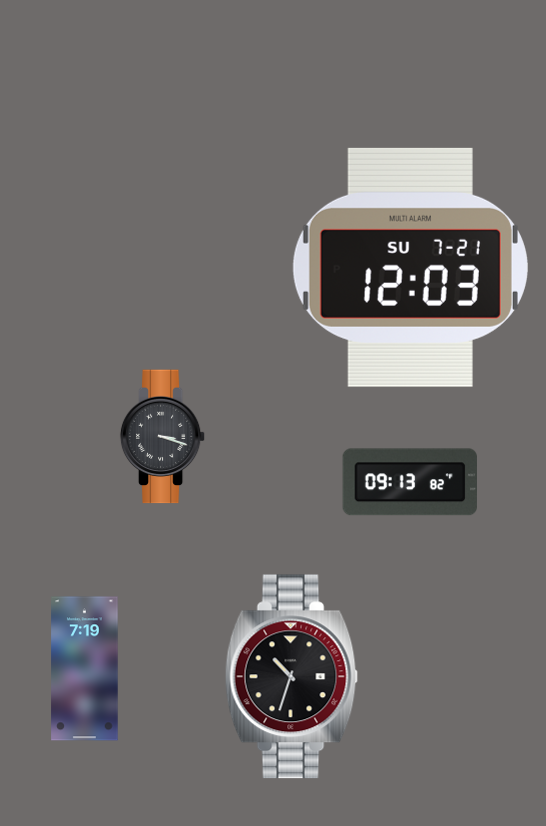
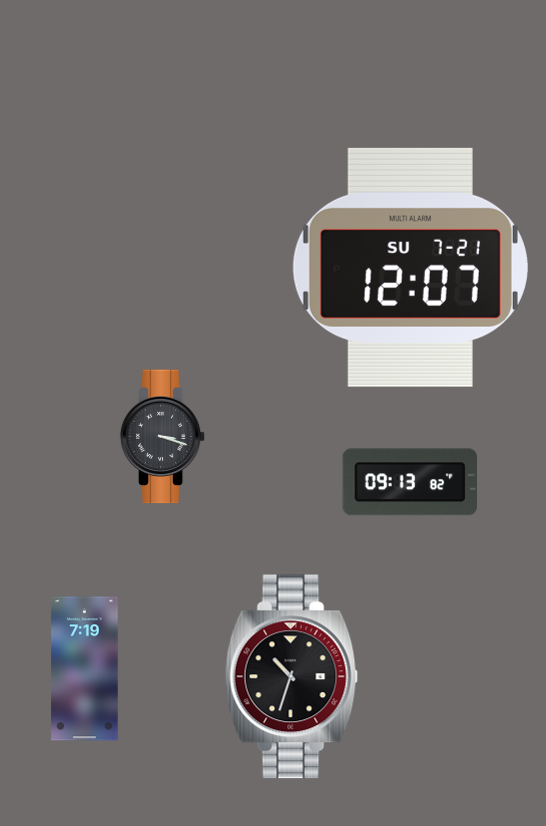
clock at (410, 267): 12:03 -> 12:07
